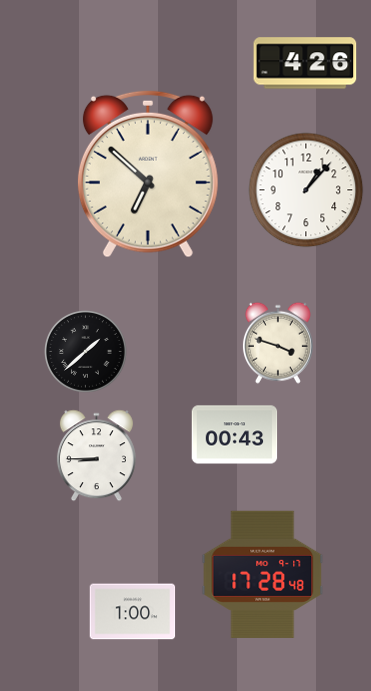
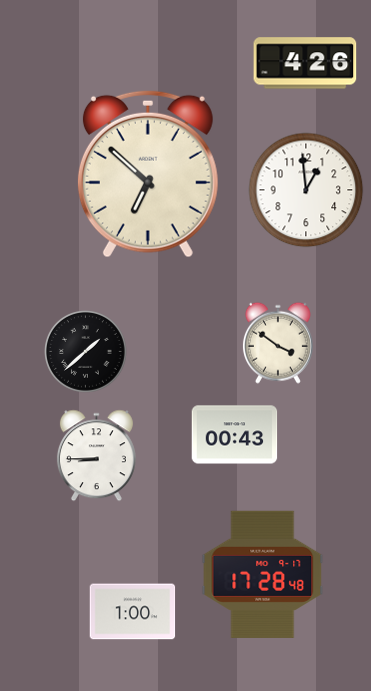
clock at (306, 190): 1:07 -> 12:59
clock at (278, 343): 3:48 -> 3:51
